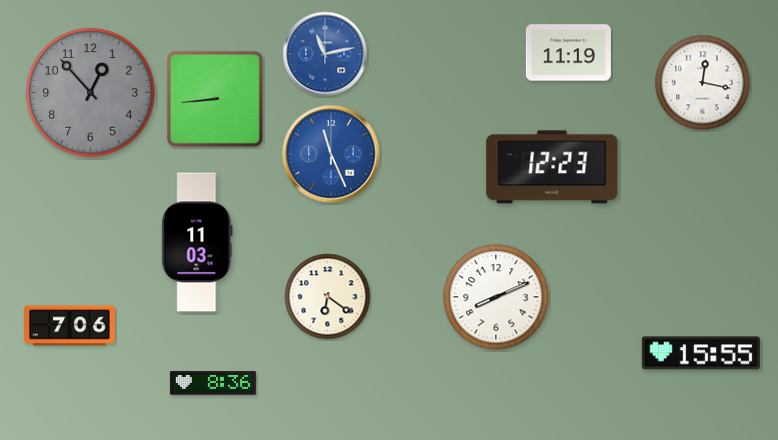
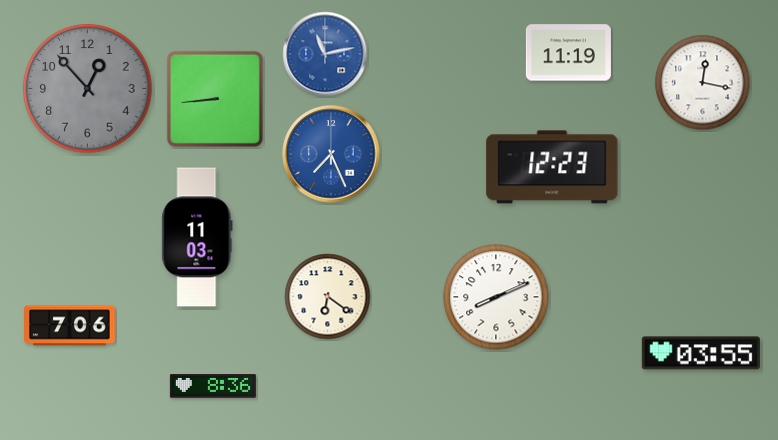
clock at (91, 93) position: (91, 93) -> (88, 89)
clock at (331, 154): 11:26 -> 7:26
clock at (197, 242) position: (197, 242) -> (197, 237)
clock at (701, 353): 15:55 -> 03:55
clock at (213, 383) position: (213, 383) -> (213, 386)
